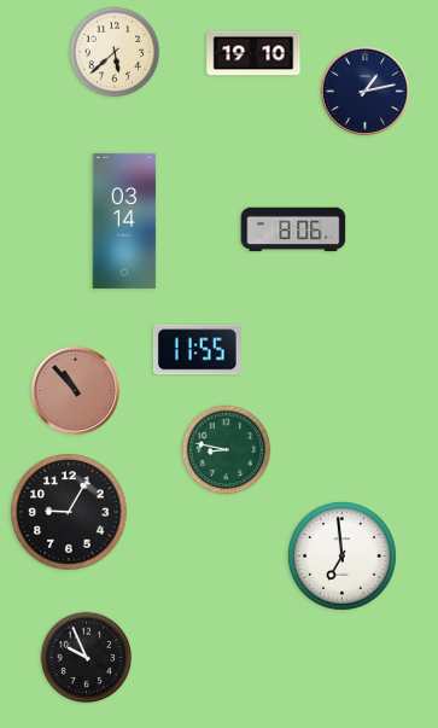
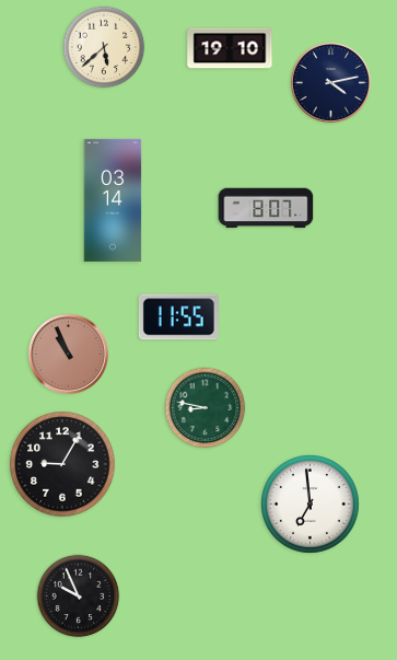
clock at (364, 91): 1:13 -> 4:13
clock at (293, 229): 8:06 -> 8:07
clock at (75, 390): 10:53 -> 10:56
